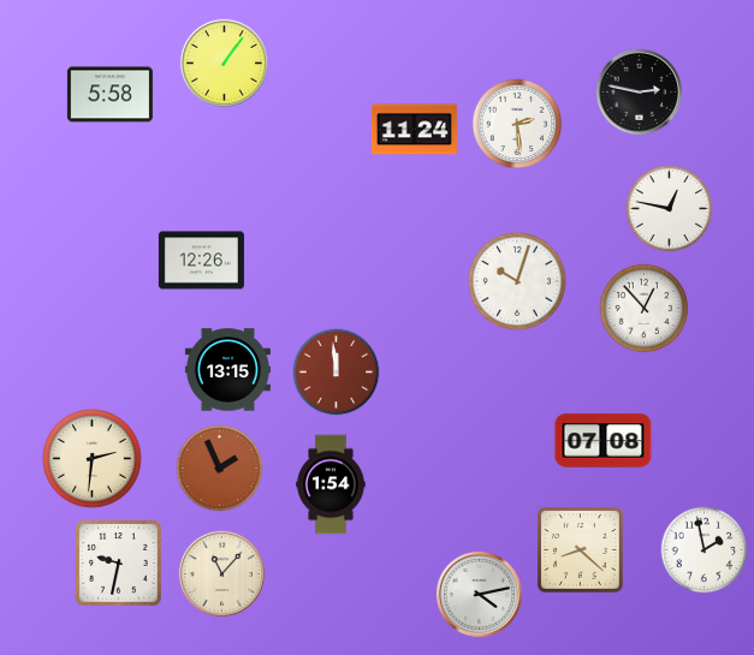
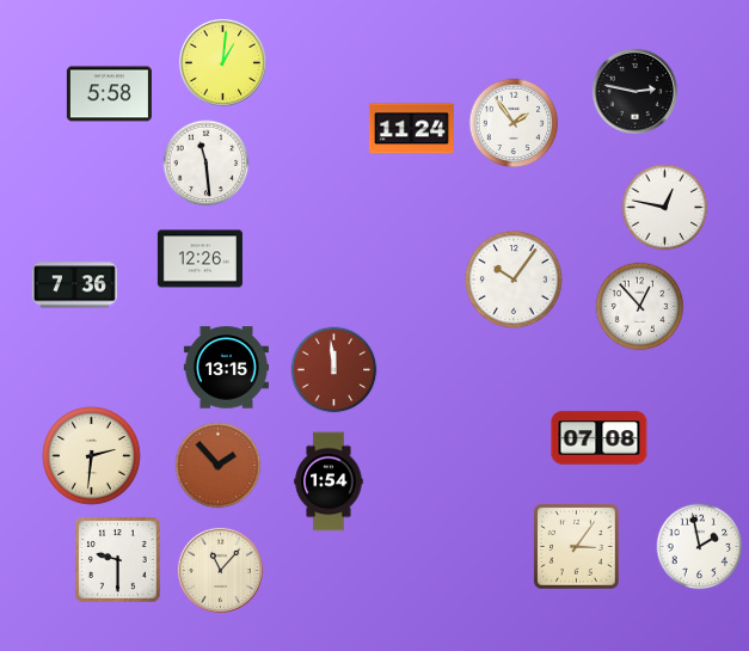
clock at (224, 62): 1:06 -> 1:01
clock at (517, 124): 2:29 -> 1:54
clock at (207, 164): none -> 11:29
clock at (518, 282): 10:03 -> 10:06
clock at (74, 285): none -> 7:36
clock at (220, 469): 1:56 -> 1:53
clock at (581, 550): 8:22 -> 3:06
clock at (119, 564): 9:32 -> 9:30
clock at (479, 594): 4:13 -> none
